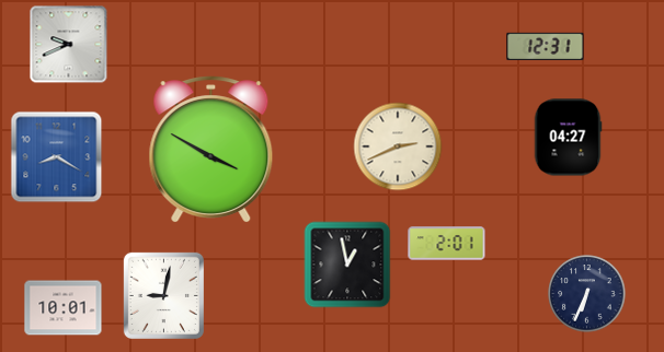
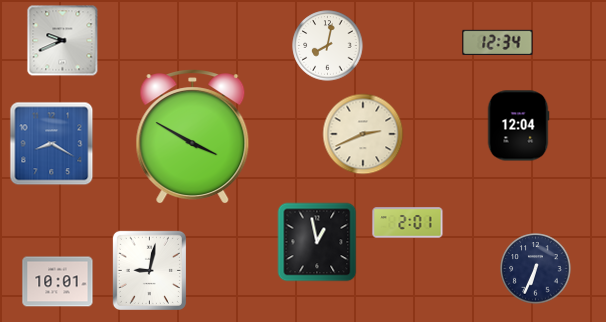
clock at (546, 46): 12:31 -> 12:34
clock at (328, 46): none -> 8:02
clock at (568, 138): 04:27 -> 12:04
